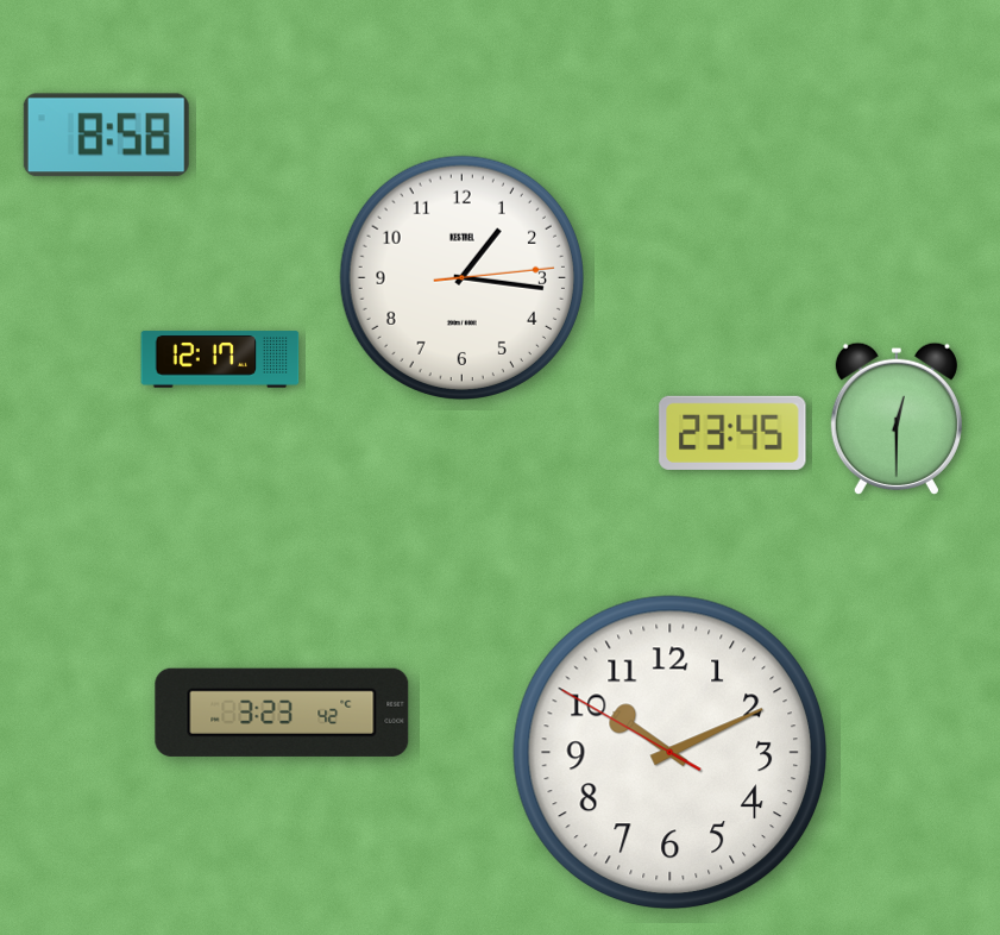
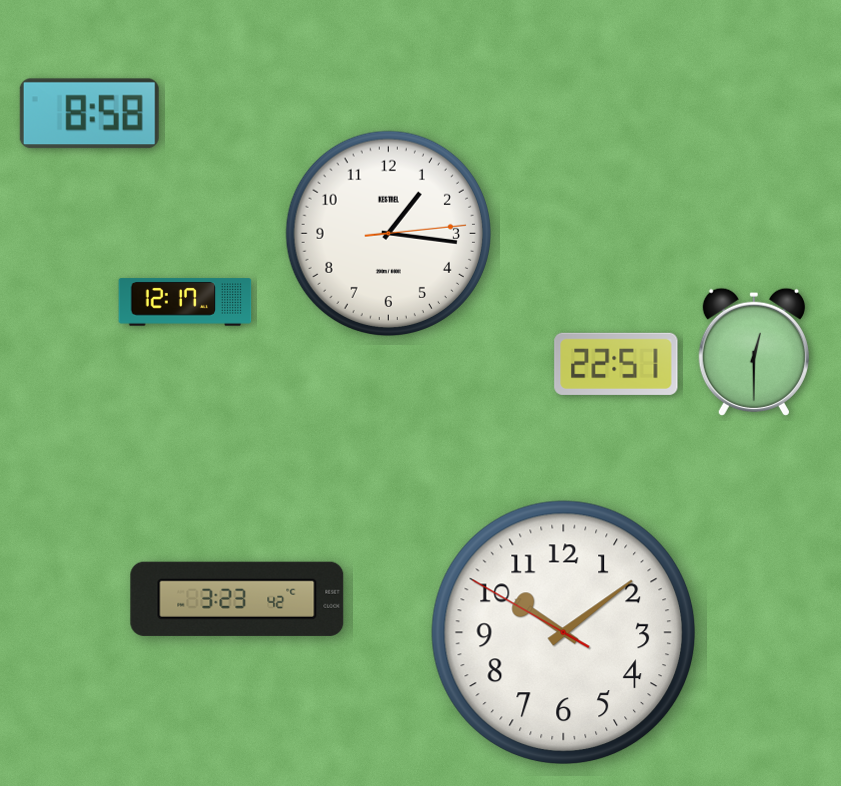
clock at (732, 433): 23:45 -> 22:51
clock at (669, 752): 10:10 -> 10:08
